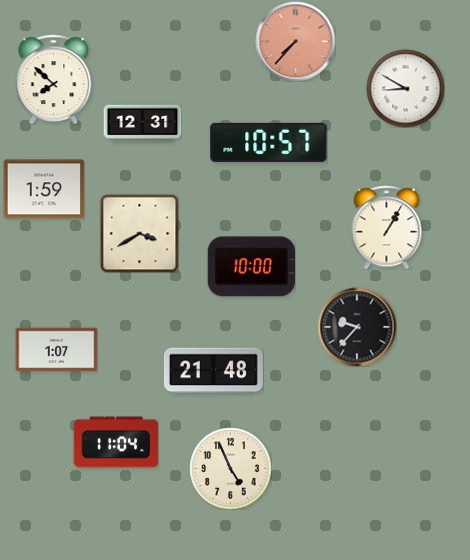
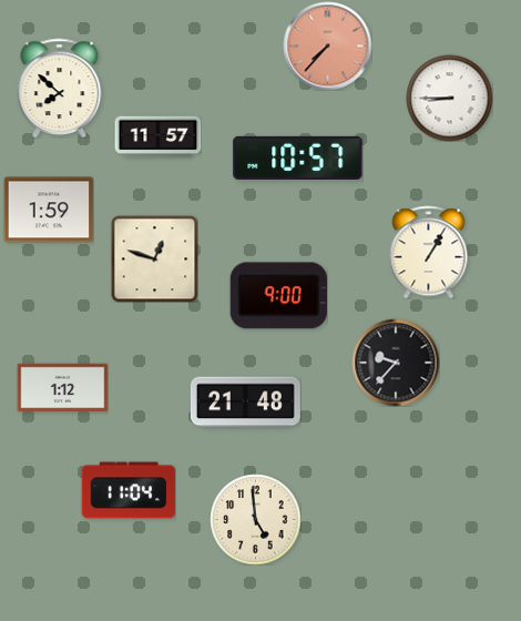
clock at (405, 88): 8:50 -> 8:45
clock at (142, 124): 12:31 -> 11:57
clock at (139, 233): 3:40 -> 12:48
clock at (251, 267): 10:00 -> 9:00
clock at (56, 350): 1:07 -> 1:12
clock at (213, 371) position: (213, 371) -> (245, 403)
clock at (230, 468): 4:56 -> 4:59
